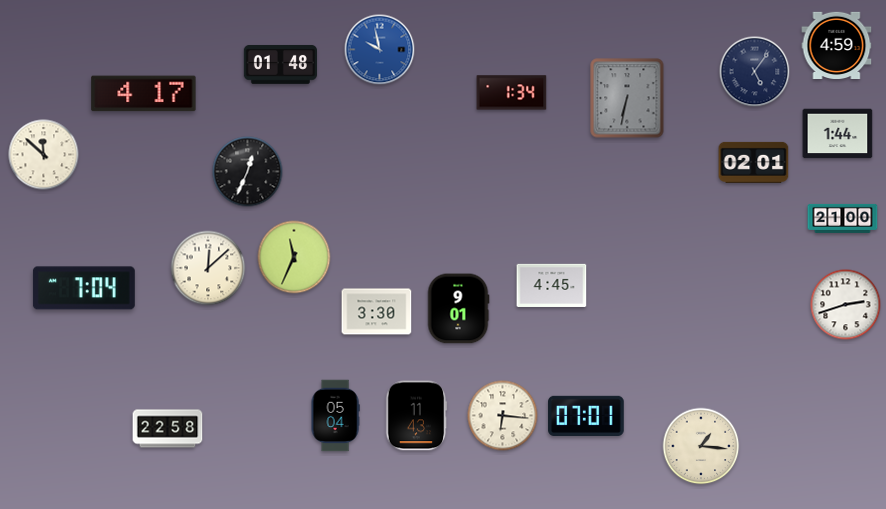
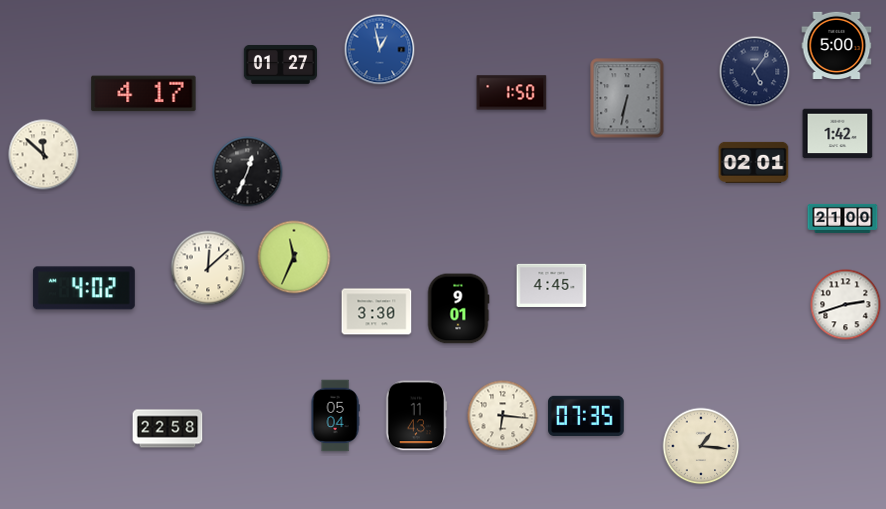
clock at (837, 45): 4:59 -> 5:00
clock at (380, 50): 9:58 -> 12:58
clock at (280, 65): 01:48 -> 01:27
clock at (512, 93): 1:34 -> 1:50
clock at (838, 134): 1:44 -> 1:42
clock at (84, 288): 7:04 -> 4:02
clock at (586, 415): 07:01 -> 07:35
